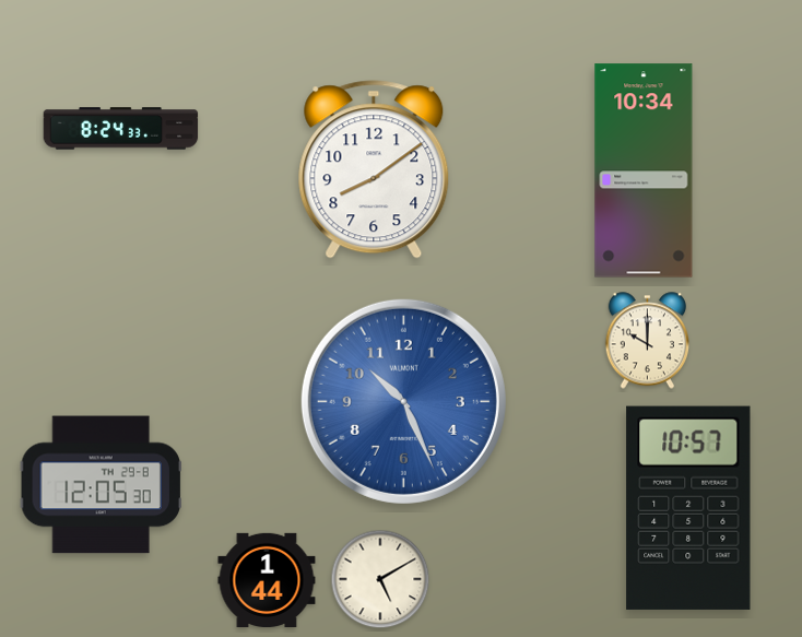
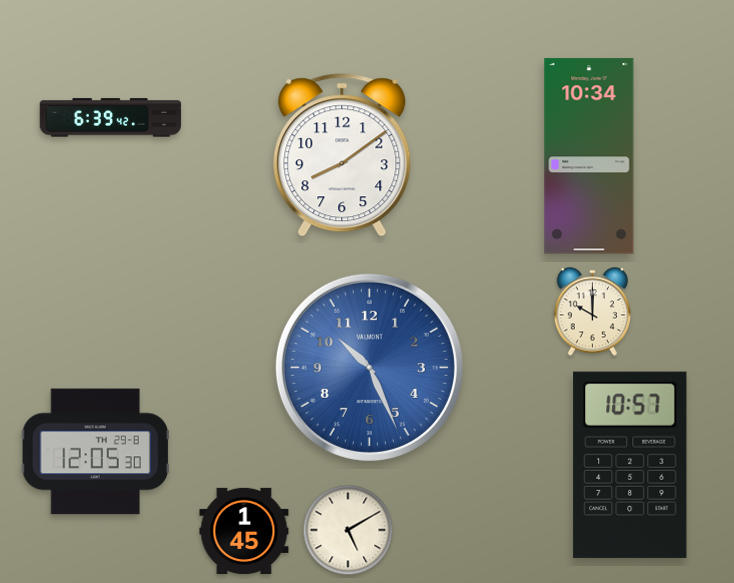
clock at (121, 129): 8:24 -> 6:39
clock at (101, 485) position: (101, 485) -> (95, 452)
clock at (267, 579): 1:44 -> 1:45
